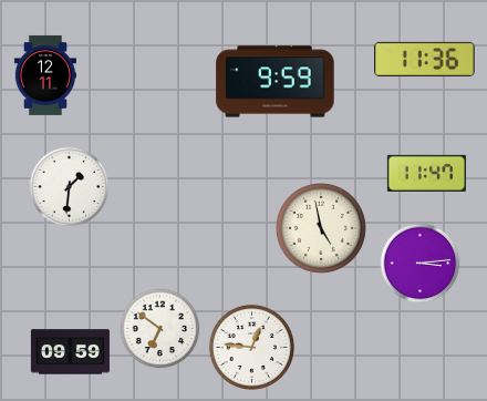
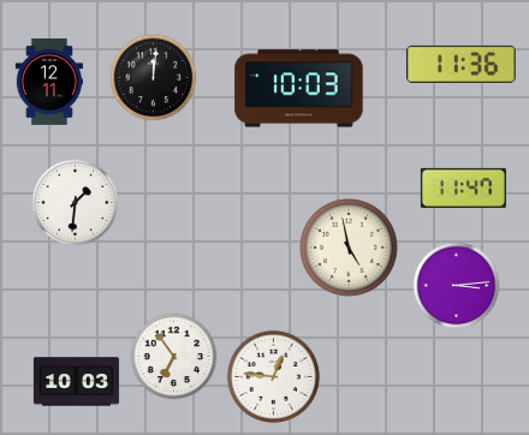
clock at (154, 78): none -> 12:01
clock at (276, 82): 9:59 -> 10:03
clock at (160, 329): 6:51 -> 6:54
clock at (70, 352): 09:59 -> 10:03
